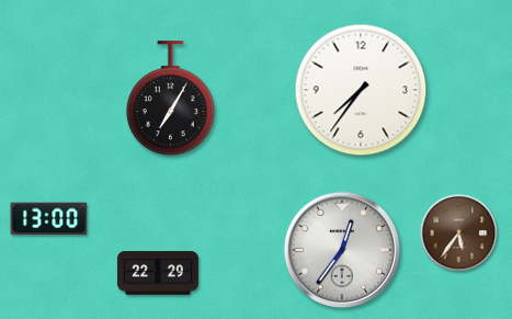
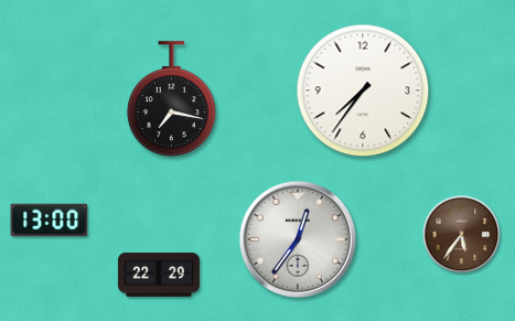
clock at (170, 99): 7:05 -> 7:17
clock at (342, 250) position: (342, 250) -> (298, 239)
